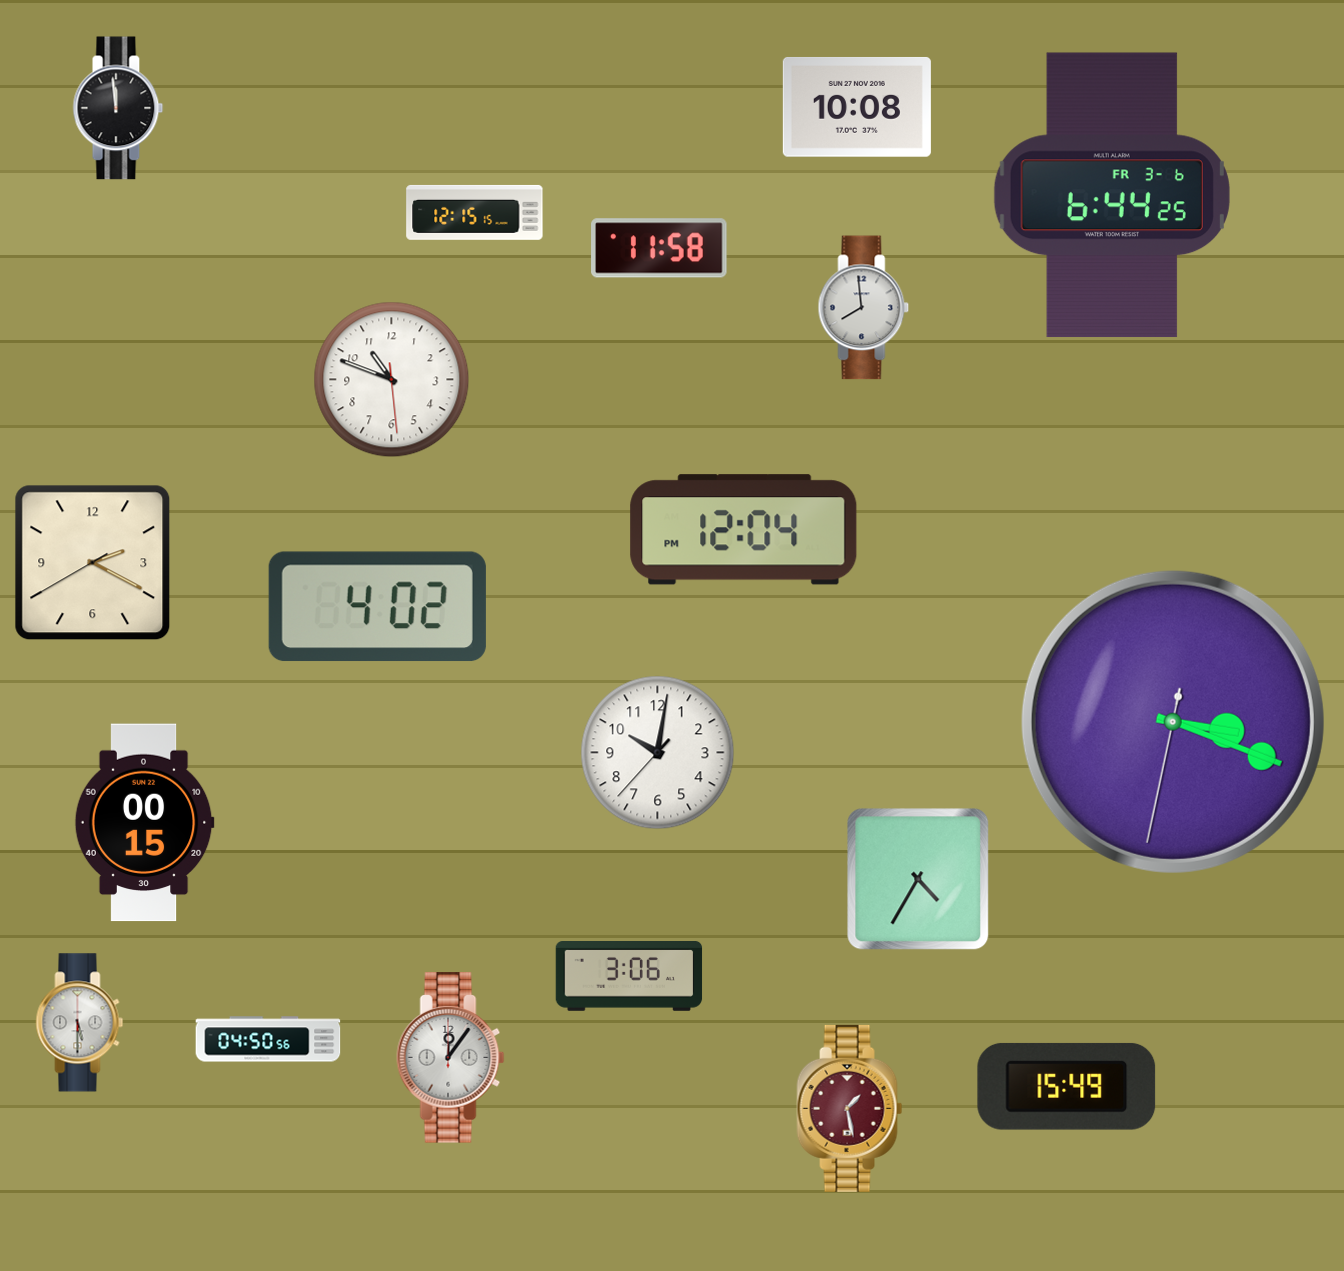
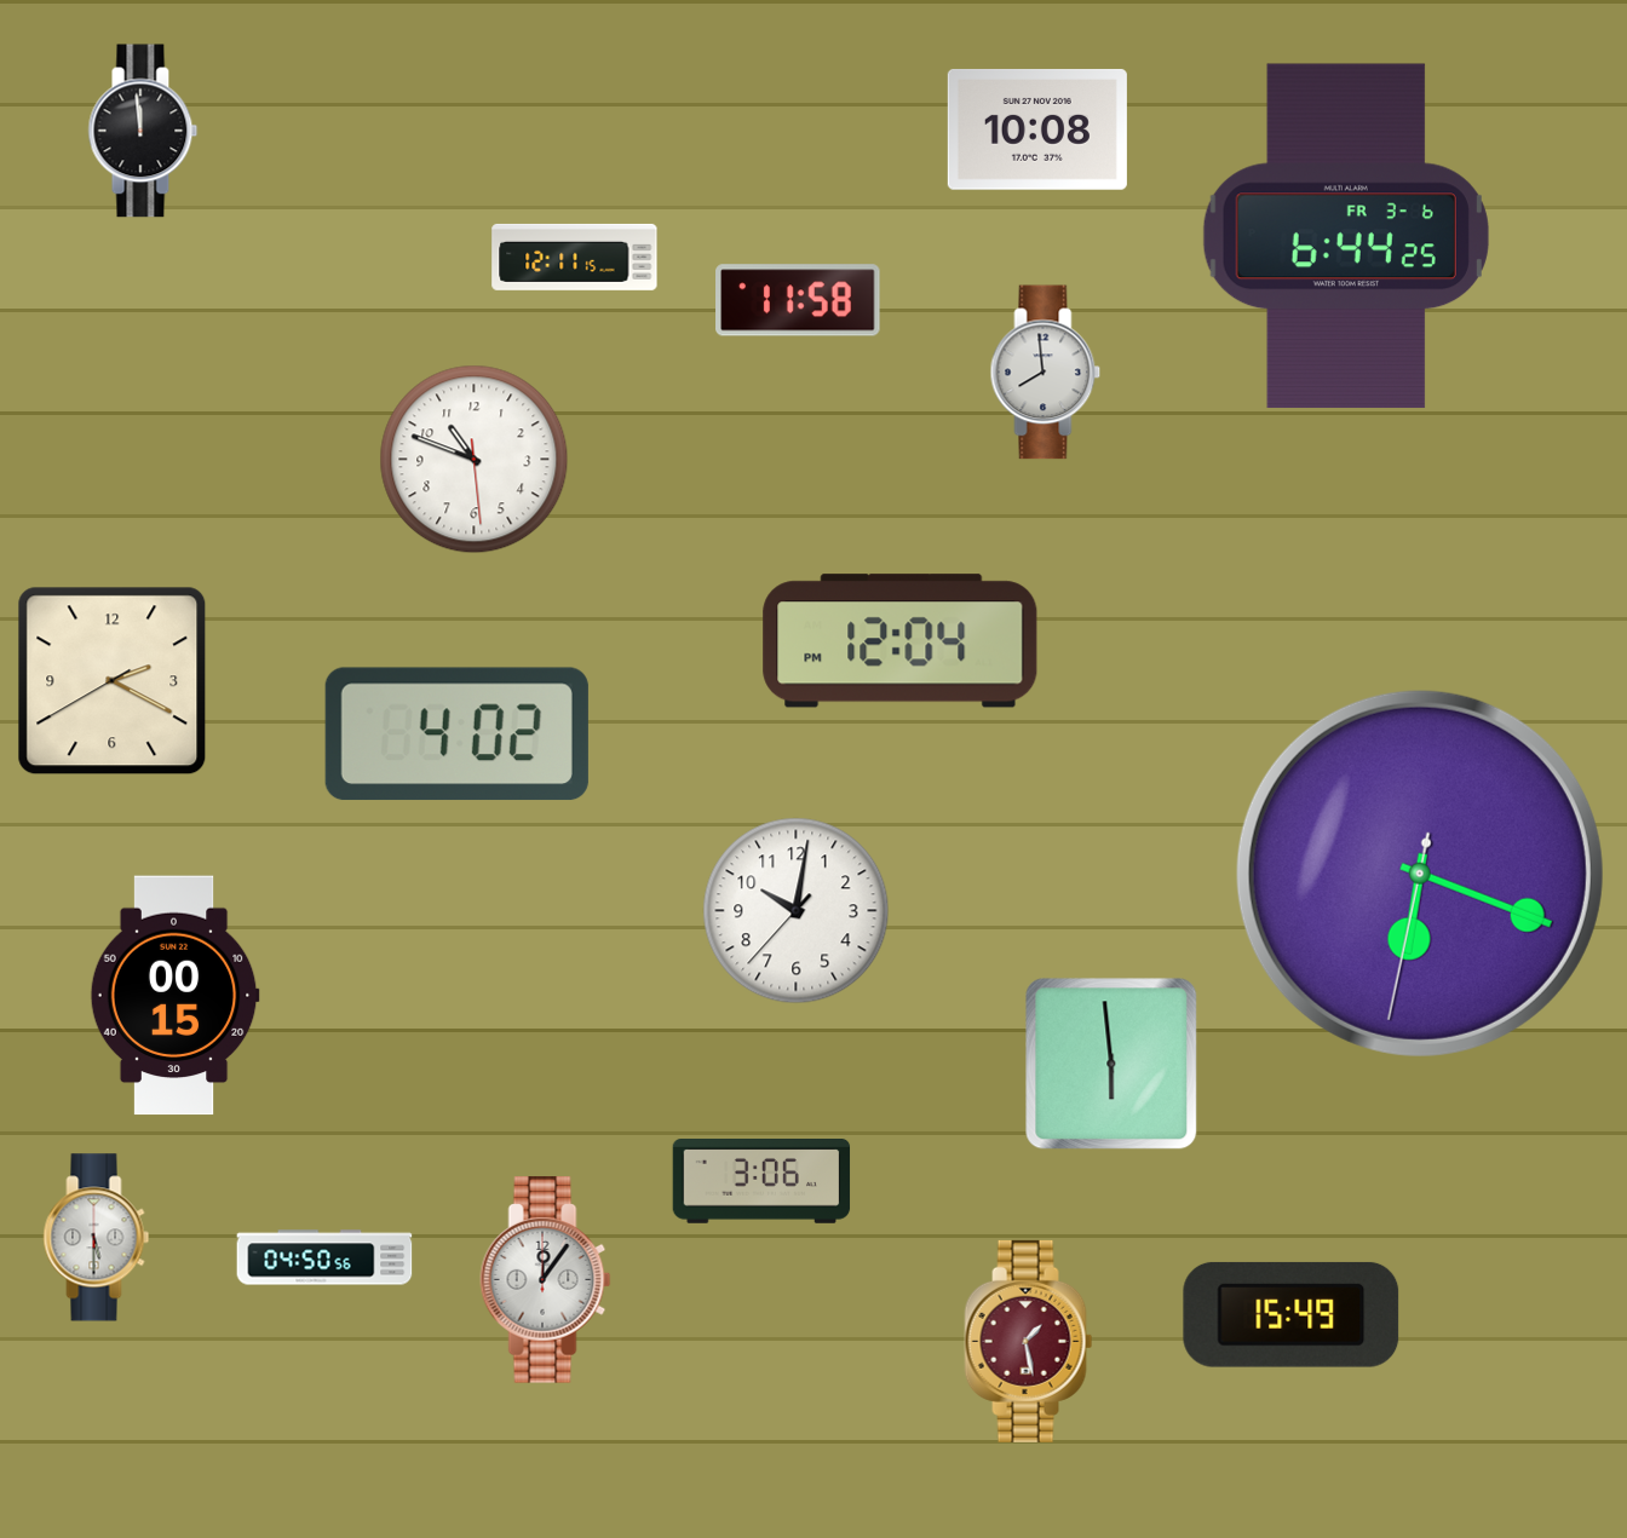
clock at (475, 212): 12:15 -> 12:11
clock at (1173, 722): 3:18 -> 6:18
clock at (918, 879): 4:35 -> 5:59
